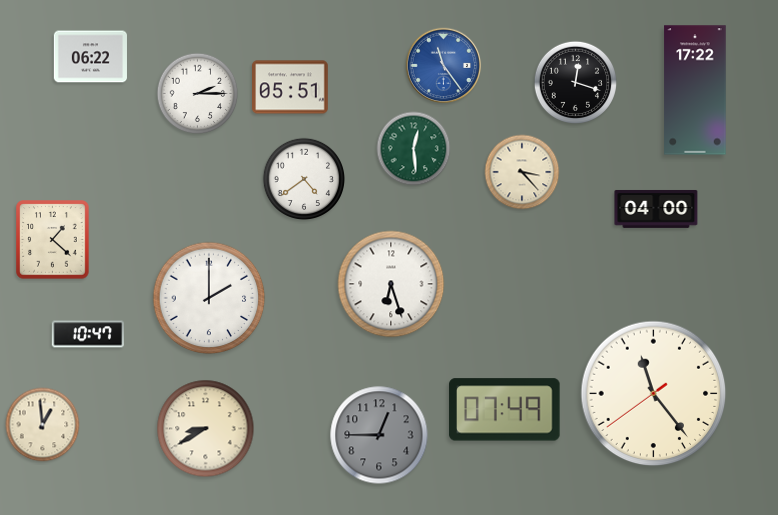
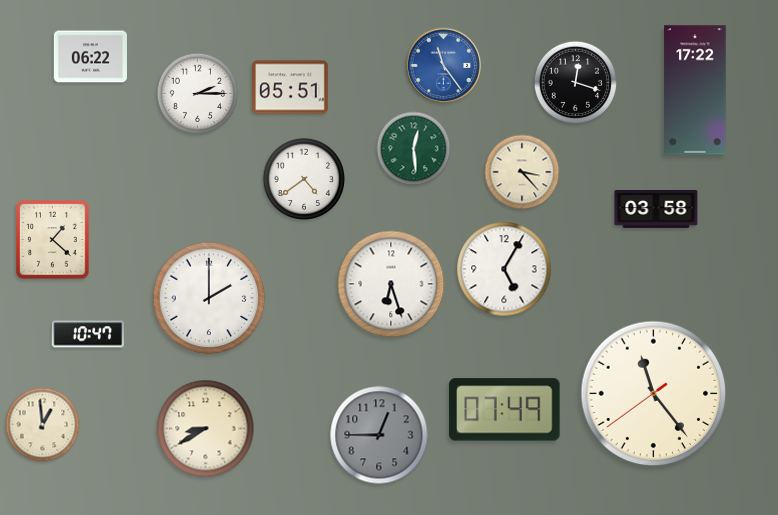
clock at (656, 209): 04:00 -> 03:58
clock at (504, 269): none -> 5:05
